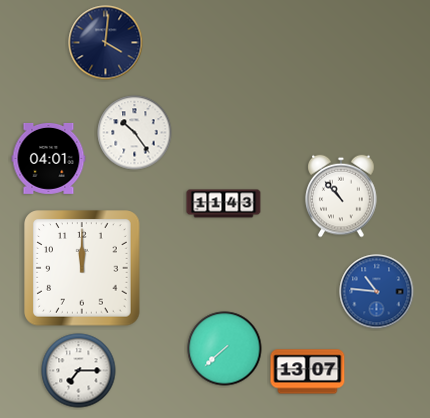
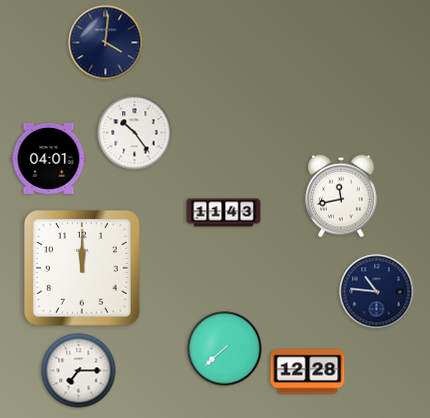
clock at (341, 196): 10:53 -> 11:43
clock at (224, 204) position: (224, 204) -> (224, 213)
clock at (377, 292) dial: blue -> navy
clock at (308, 372): 13:07 -> 12:28
